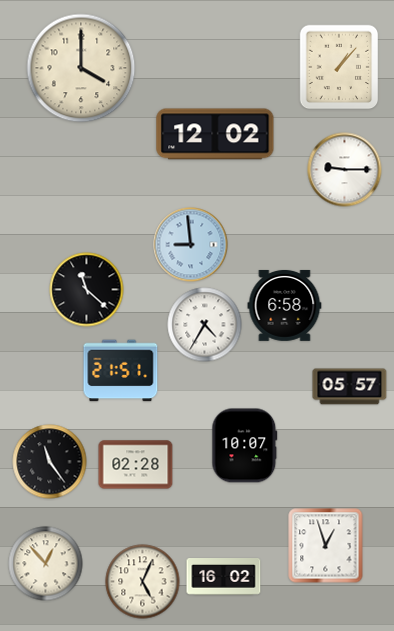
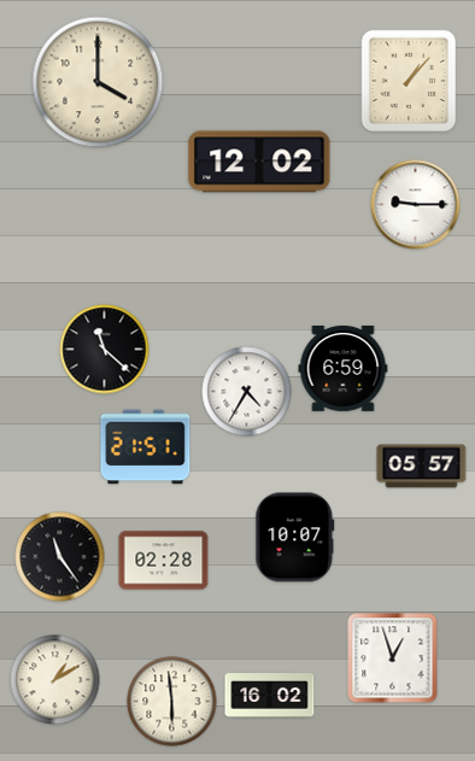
clock at (191, 245): 8:59 -> none
clock at (285, 306): 6:58 -> 6:59
clock at (46, 564): 12:53 -> 1:10
clock at (143, 582): 5:04 -> 5:59
